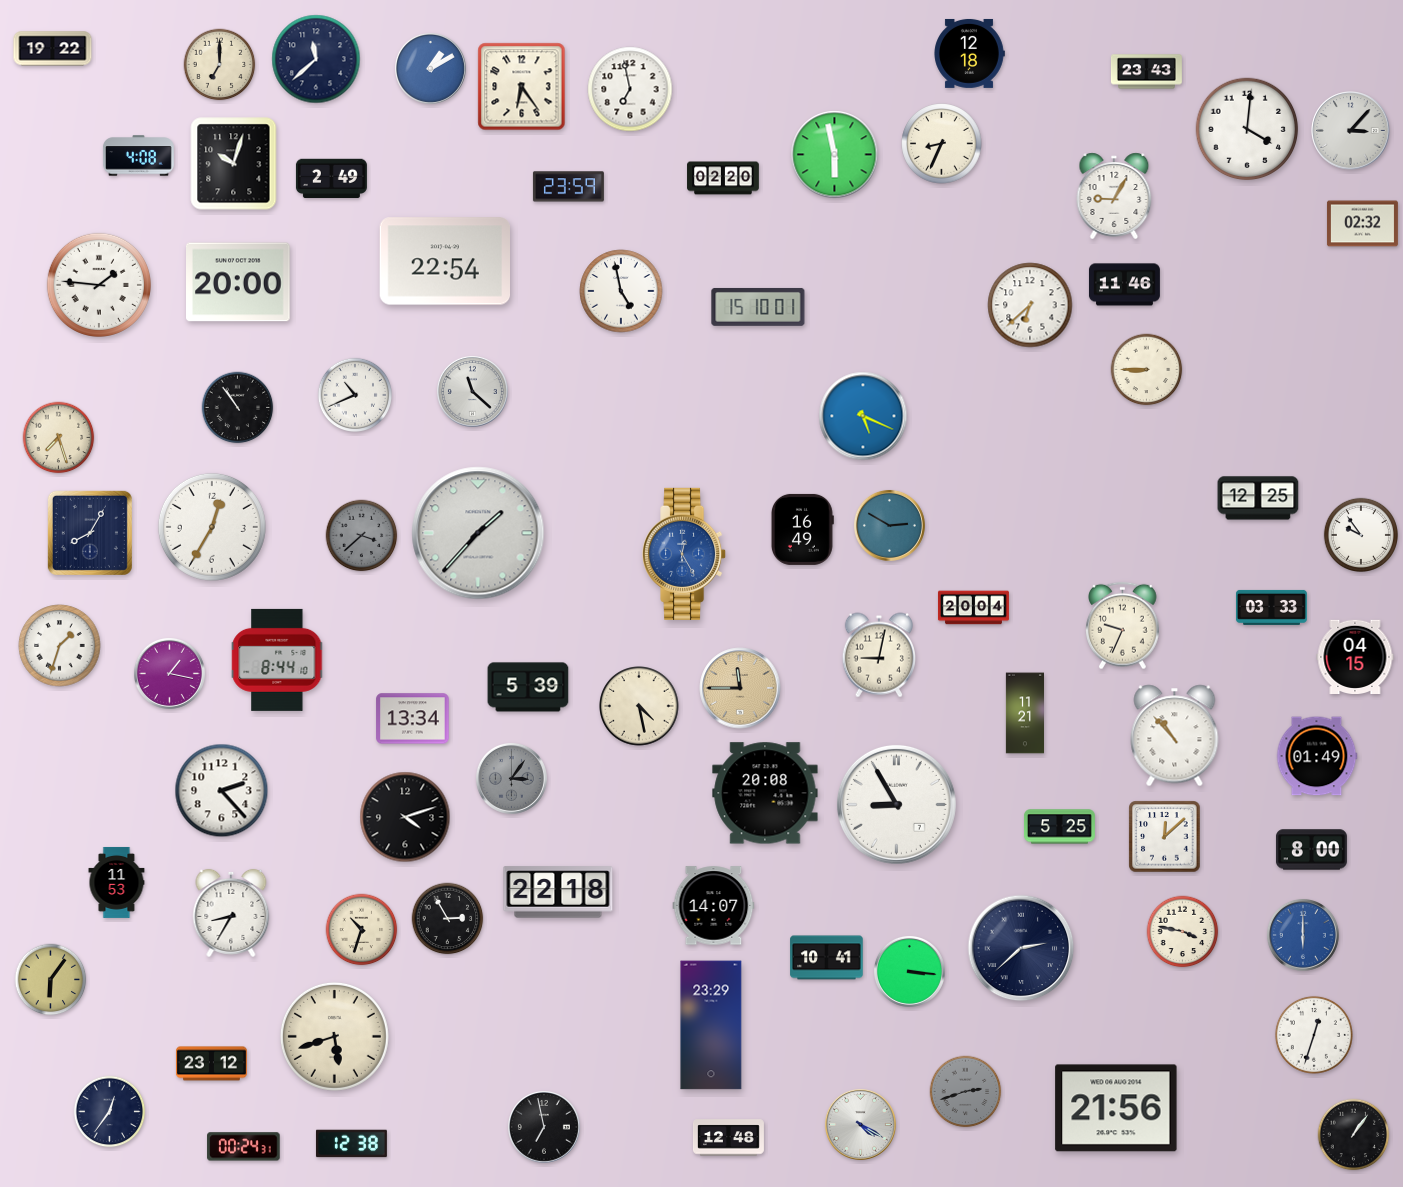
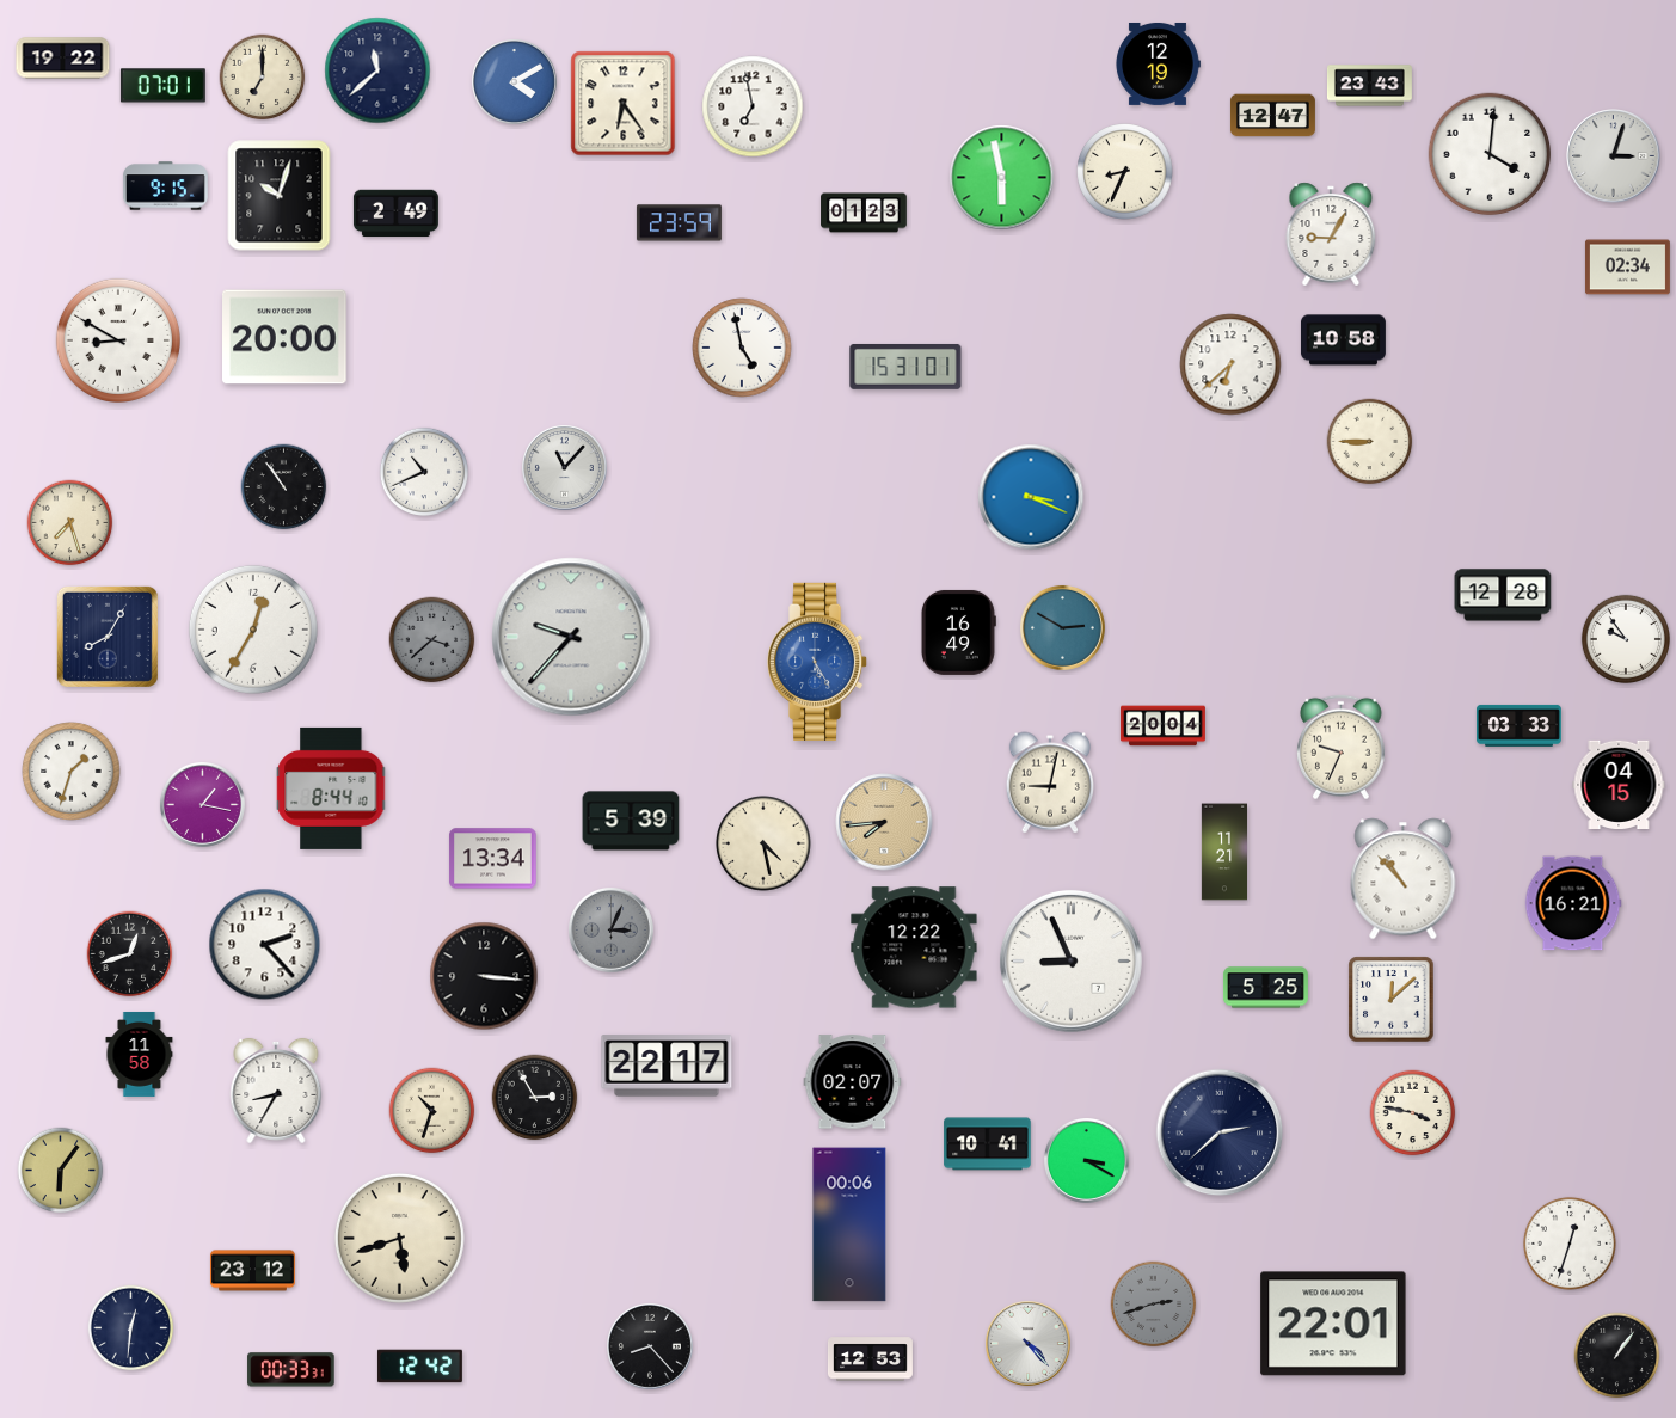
clock at (969, 53): 12:18 -> 12:19
clock at (430, 68): 1:10 -> 4:10
clock at (162, 86): none -> 07:01
clock at (1272, 116): none -> 12:47
clock at (1351, 131): 3:07 -> 3:03
clock at (835, 155) position: (835, 155) -> (1002, 178)
clock at (138, 156): 4:08 -> 9:15
clock at (723, 178): 02:20 -> 01:23
clock at (1362, 224): 02:32 -> 02:34
clock at (445, 261): 22:54 -> none
clock at (99, 285): 1:46 -> 8:50
clock at (1124, 285): 11:46 -> 10:58
clock at (758, 307): 15:10 -> 15:31
clock at (472, 391): 11:22 -> 11:07
clock at (863, 416): 5:19 -> 3:19
clock at (1258, 498): 12:25 -> 12:28
clock at (478, 533): 1:37 -> 9:37
clock at (685, 554): 12:25 -> 5:25
clock at (740, 688): 11:45 -> 7:44
clock at (1317, 756): 01:49 -> 16:21
clock at (511, 778): 3:06 -> 3:04
clock at (765, 793): 20:08 -> 12:22
clock at (130, 954): none -> 12:42
clock at (896, 804): 8:55 -> 8:56
clock at (405, 817): 4:12 -> 3:16
clock at (1311, 850): 8:00 -> none
clock at (117, 882): 11:53 -> 11:58
clock at (558, 892): 22:18 -> 22:17
clock at (714, 906): 14:07 -> 02:07
clock at (1303, 935): 6:00 -> none
clock at (909, 971): 3:16 -> 3:20
clock at (711, 1025): 23:29 -> 00:06
clock at (1314, 1035) position: (1314, 1035) -> (1570, 1244)
clock at (1116, 1108): 21:56 -> 22:01
clock at (110, 1112): 12:36 -> 12:31
clock at (860, 1124): 4:20 -> 4:23
clock at (544, 1127): 6:58 -> 8:23
clock at (728, 1138): 12:48 -> 12:53
clock at (351, 1144): 12:38 -> 12:42
clock at (244, 1147): 00:24 -> 00:33
